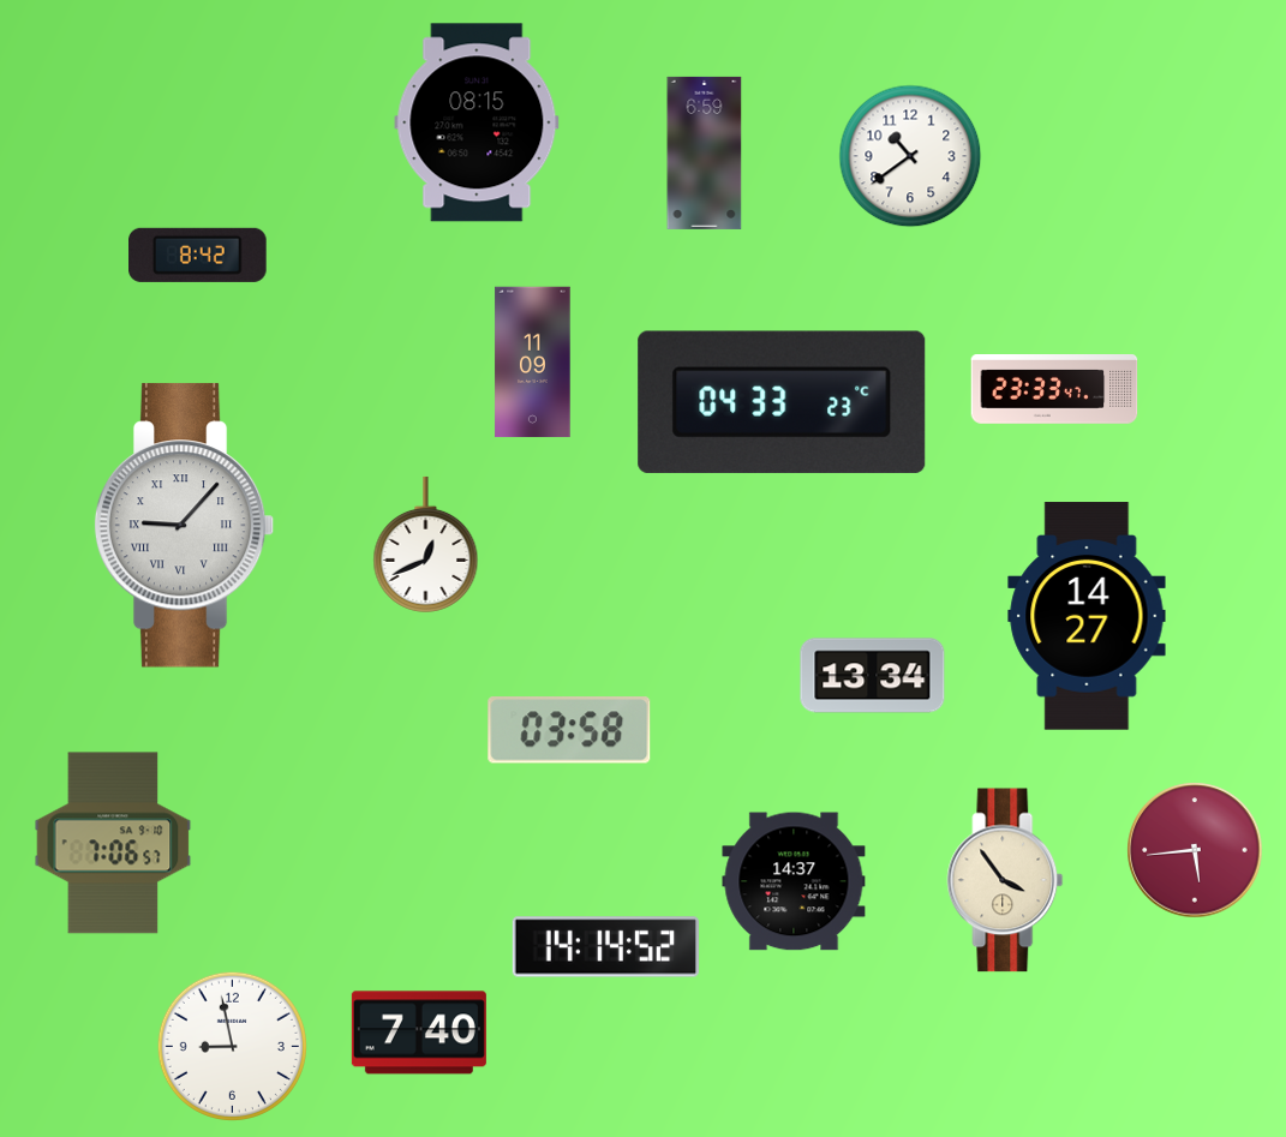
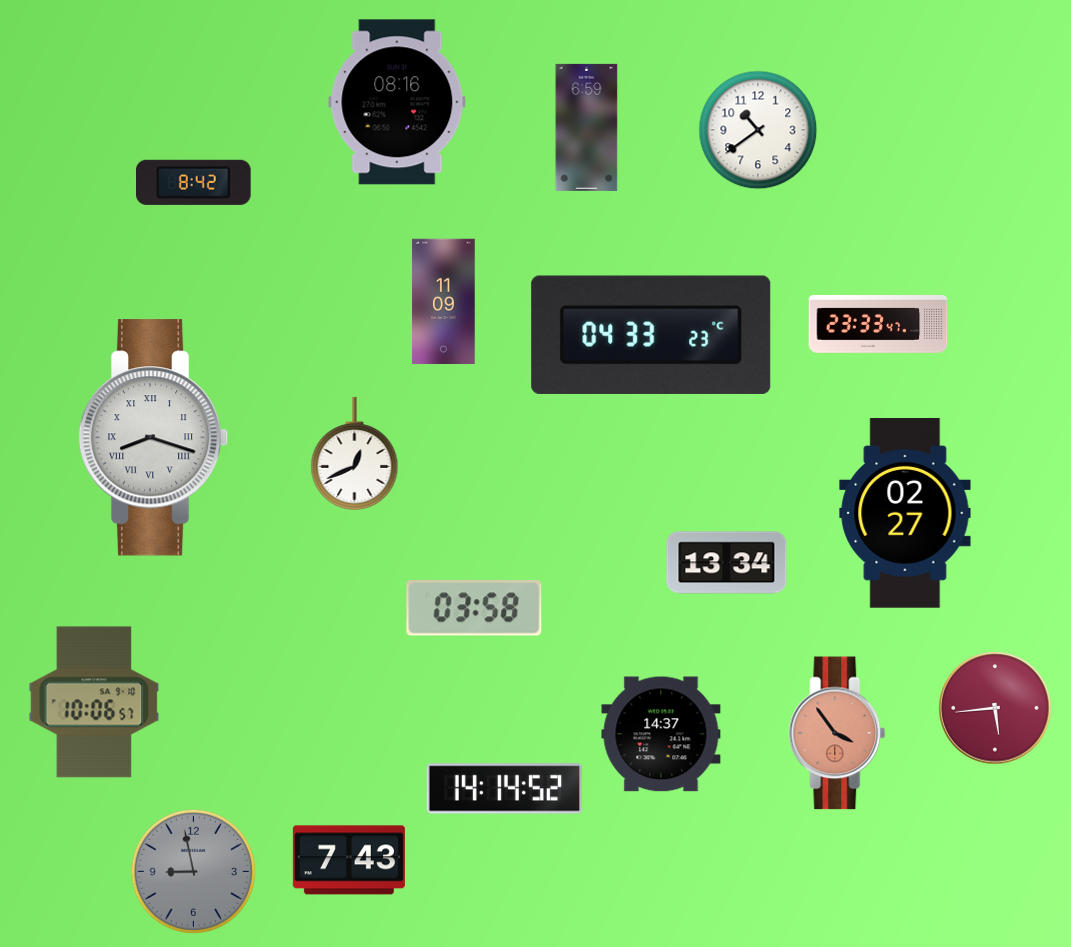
clock at (477, 122): 08:15 -> 08:16
clock at (198, 255) position: (198, 255) -> (194, 182)
clock at (185, 526): 9:07 -> 8:18
clock at (1087, 616): 14:27 -> 02:27
clock at (113, 843): 7:06 -> 10:06
clock at (1005, 880) dial: cream -> salmon
clock at (419, 1033): 7:40 -> 7:43
clock at (232, 1046) dial: white -> grey
